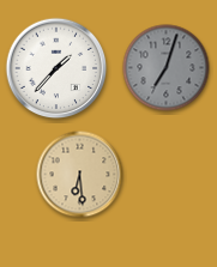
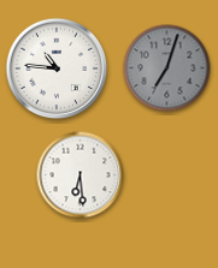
clock at (56, 68): 1:37 -> 10:46
clock at (80, 175) dial: champagne -> white
